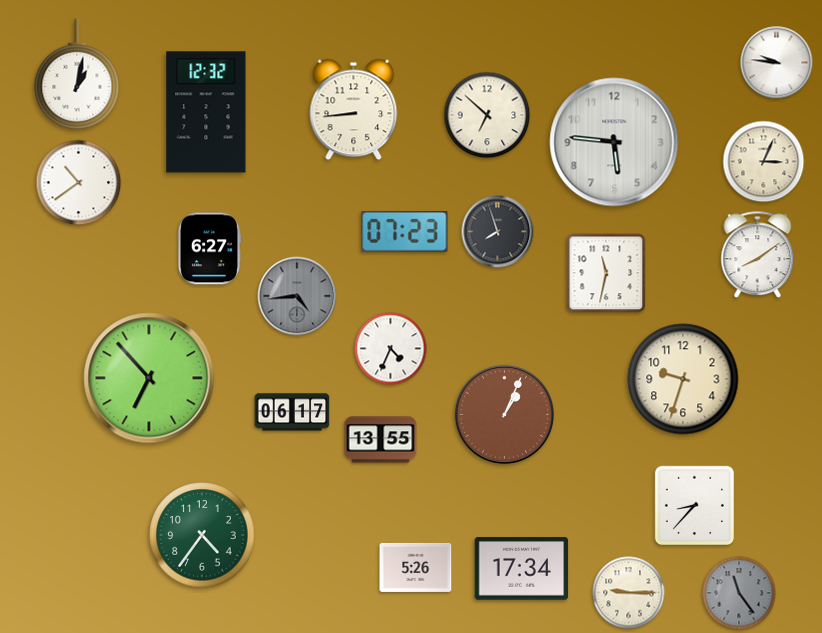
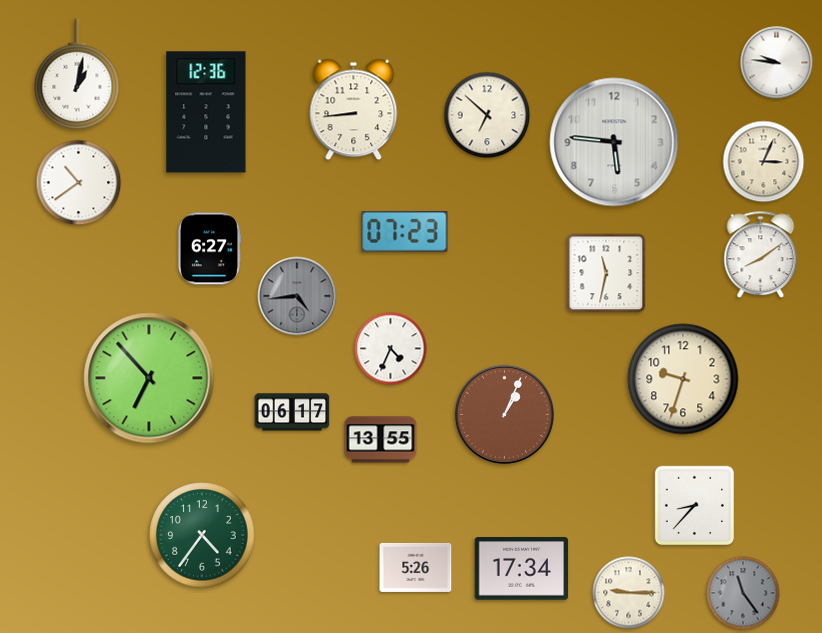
clock at (206, 112): 12:32 -> 12:36
clock at (498, 232): 7:57 -> none
clock at (758, 255) position: (758, 255) -> (761, 255)
clock at (739, 593) position: (739, 593) -> (743, 593)
